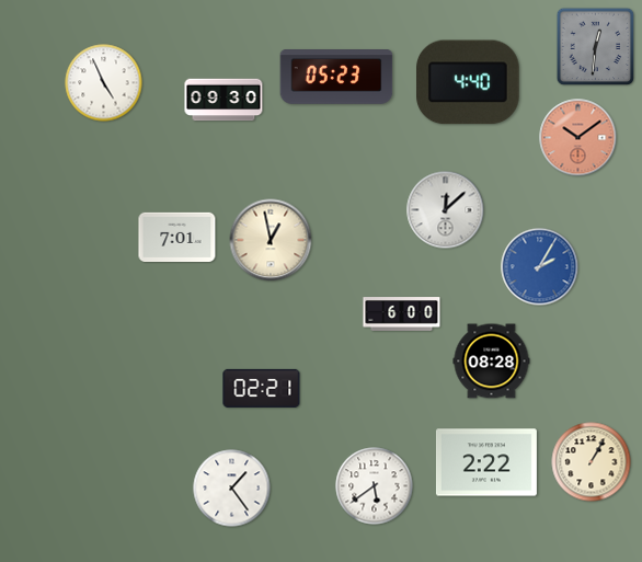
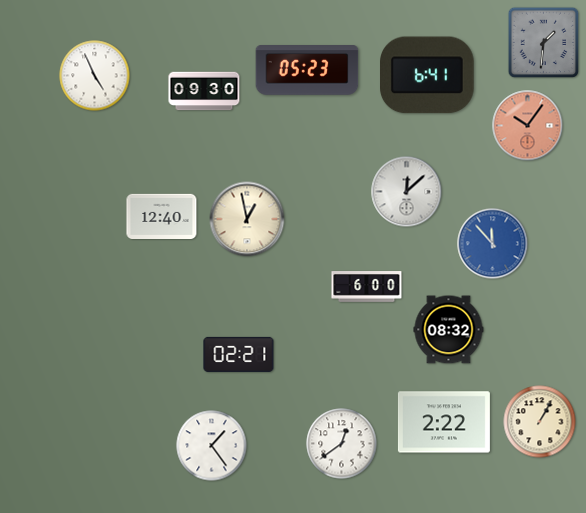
clock at (596, 47): 12:31 -> 1:31
clock at (469, 82): 4:40 -> 6:41
clock at (578, 138): 10:09 -> 10:06
clock at (177, 237): 7:01 -> 12:40
clock at (540, 267): 2:05 -> 11:53
clock at (492, 362): 08:28 -> 08:32
clock at (375, 486): 5:39 -> 12:39
